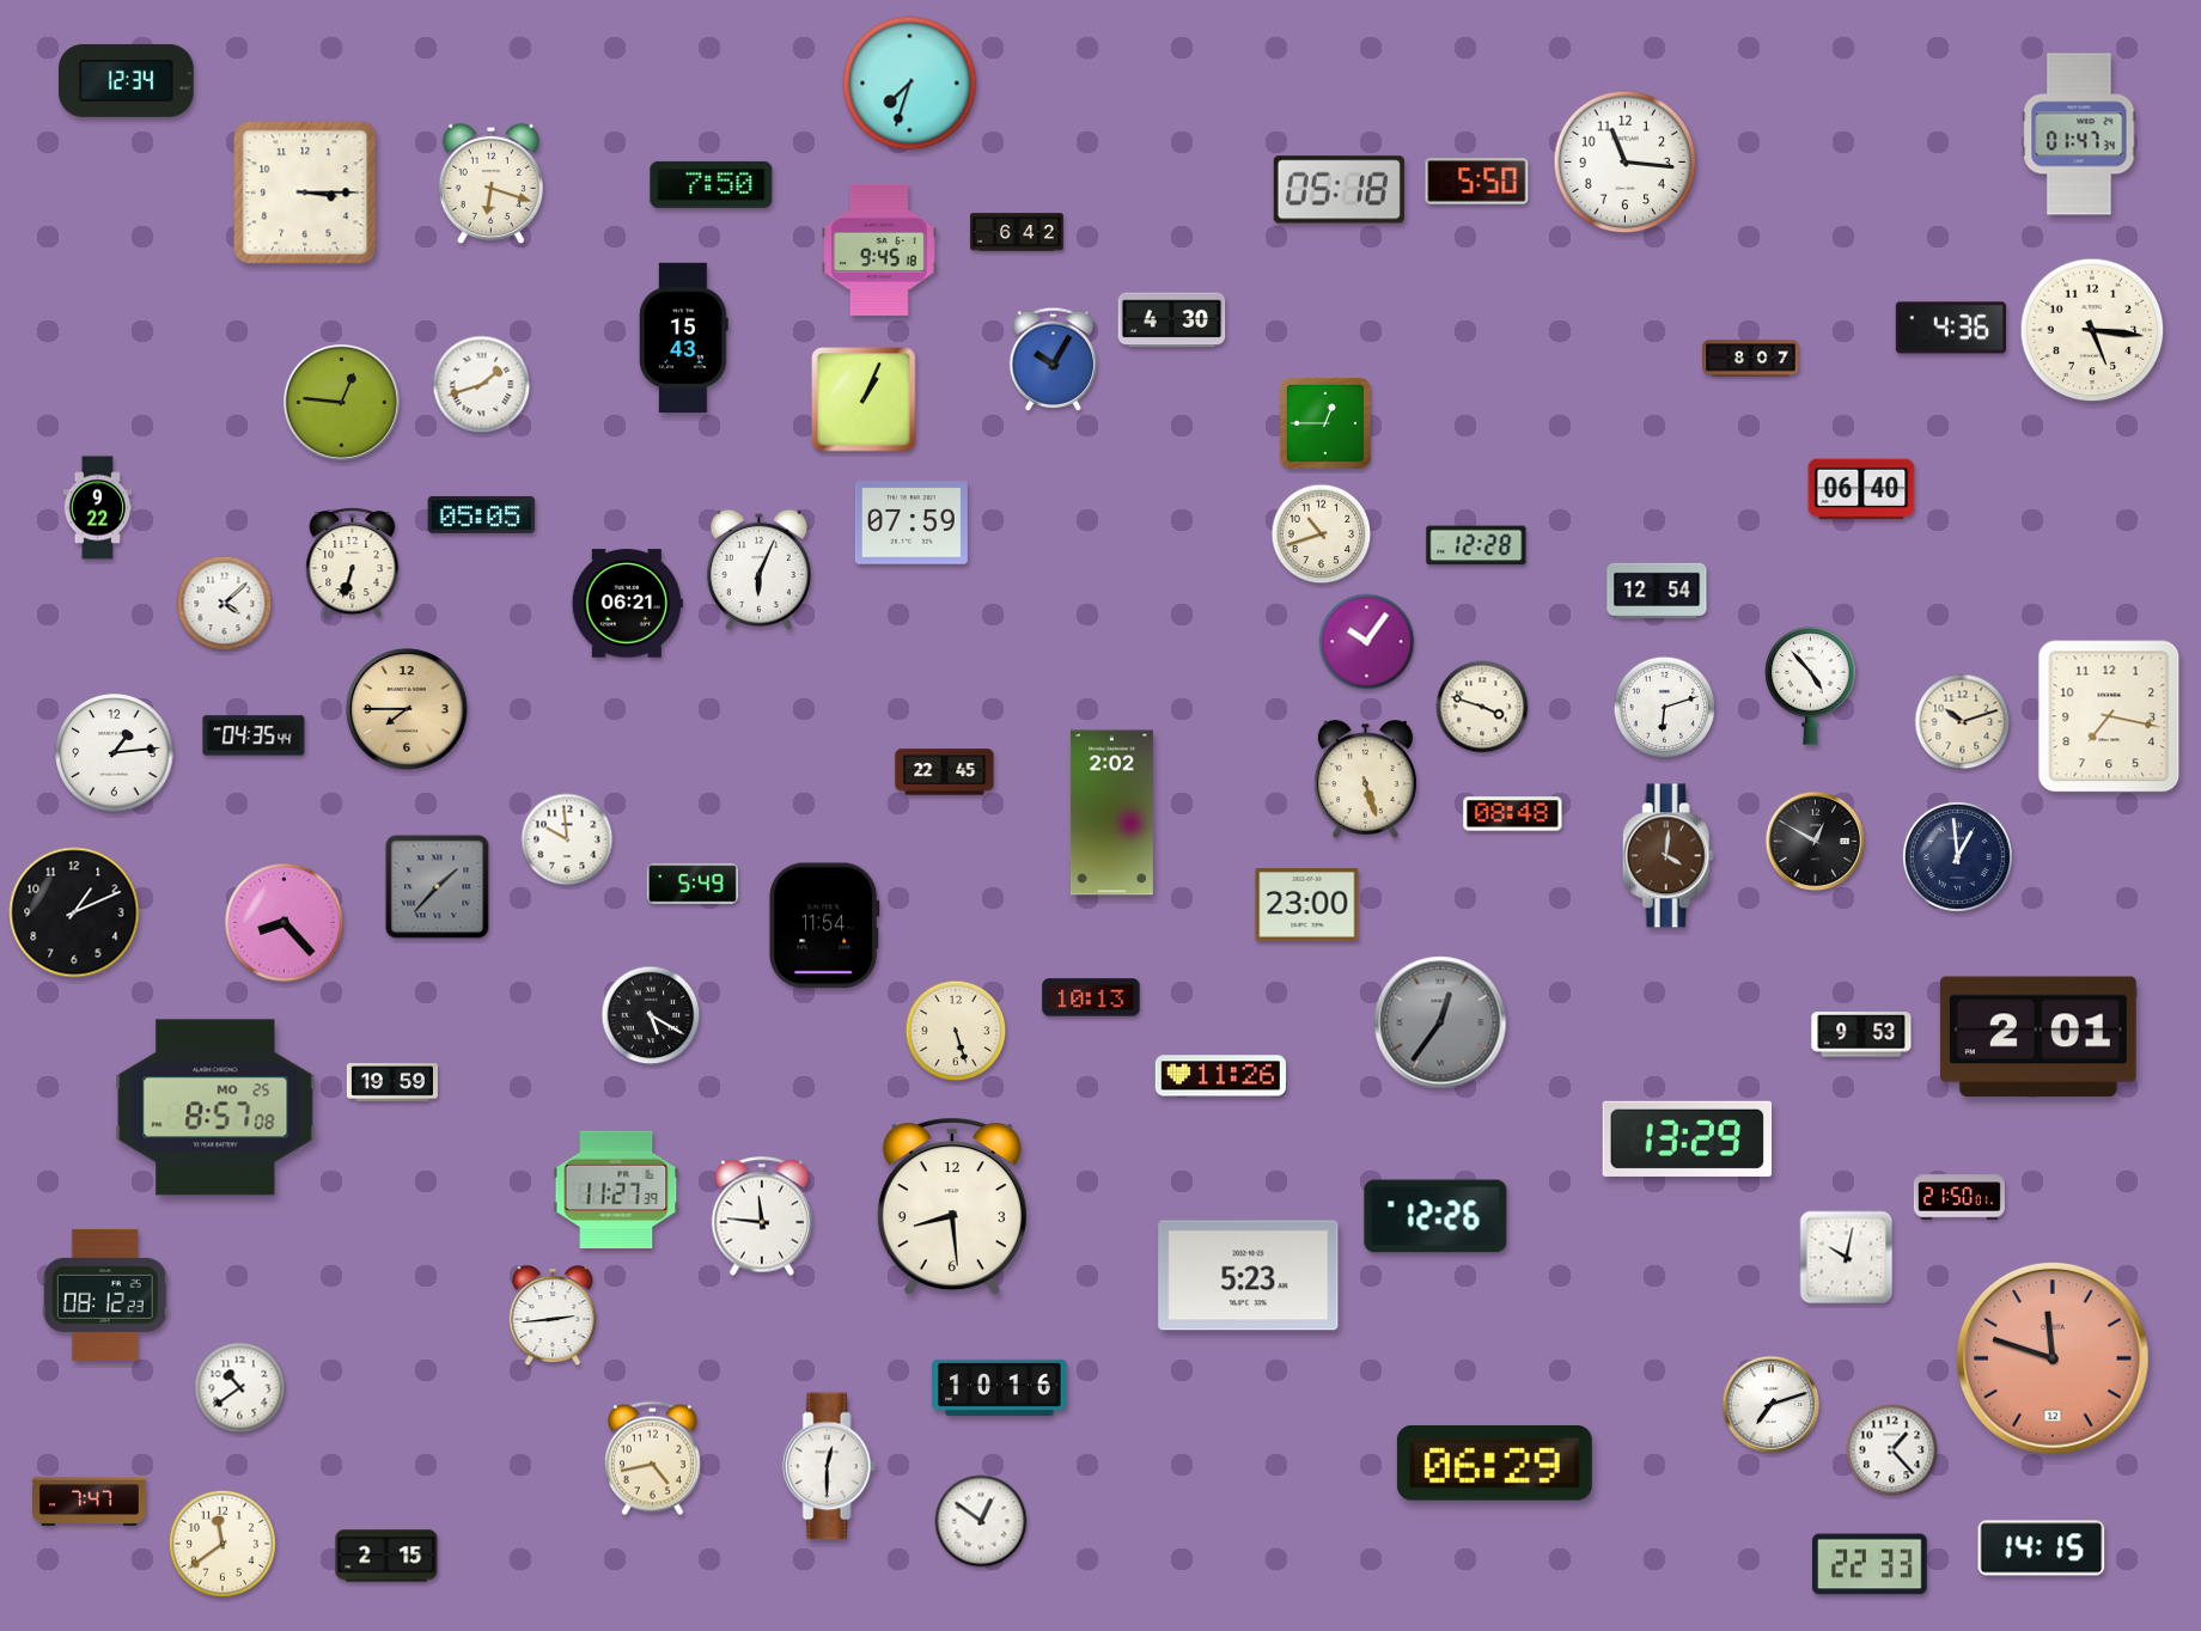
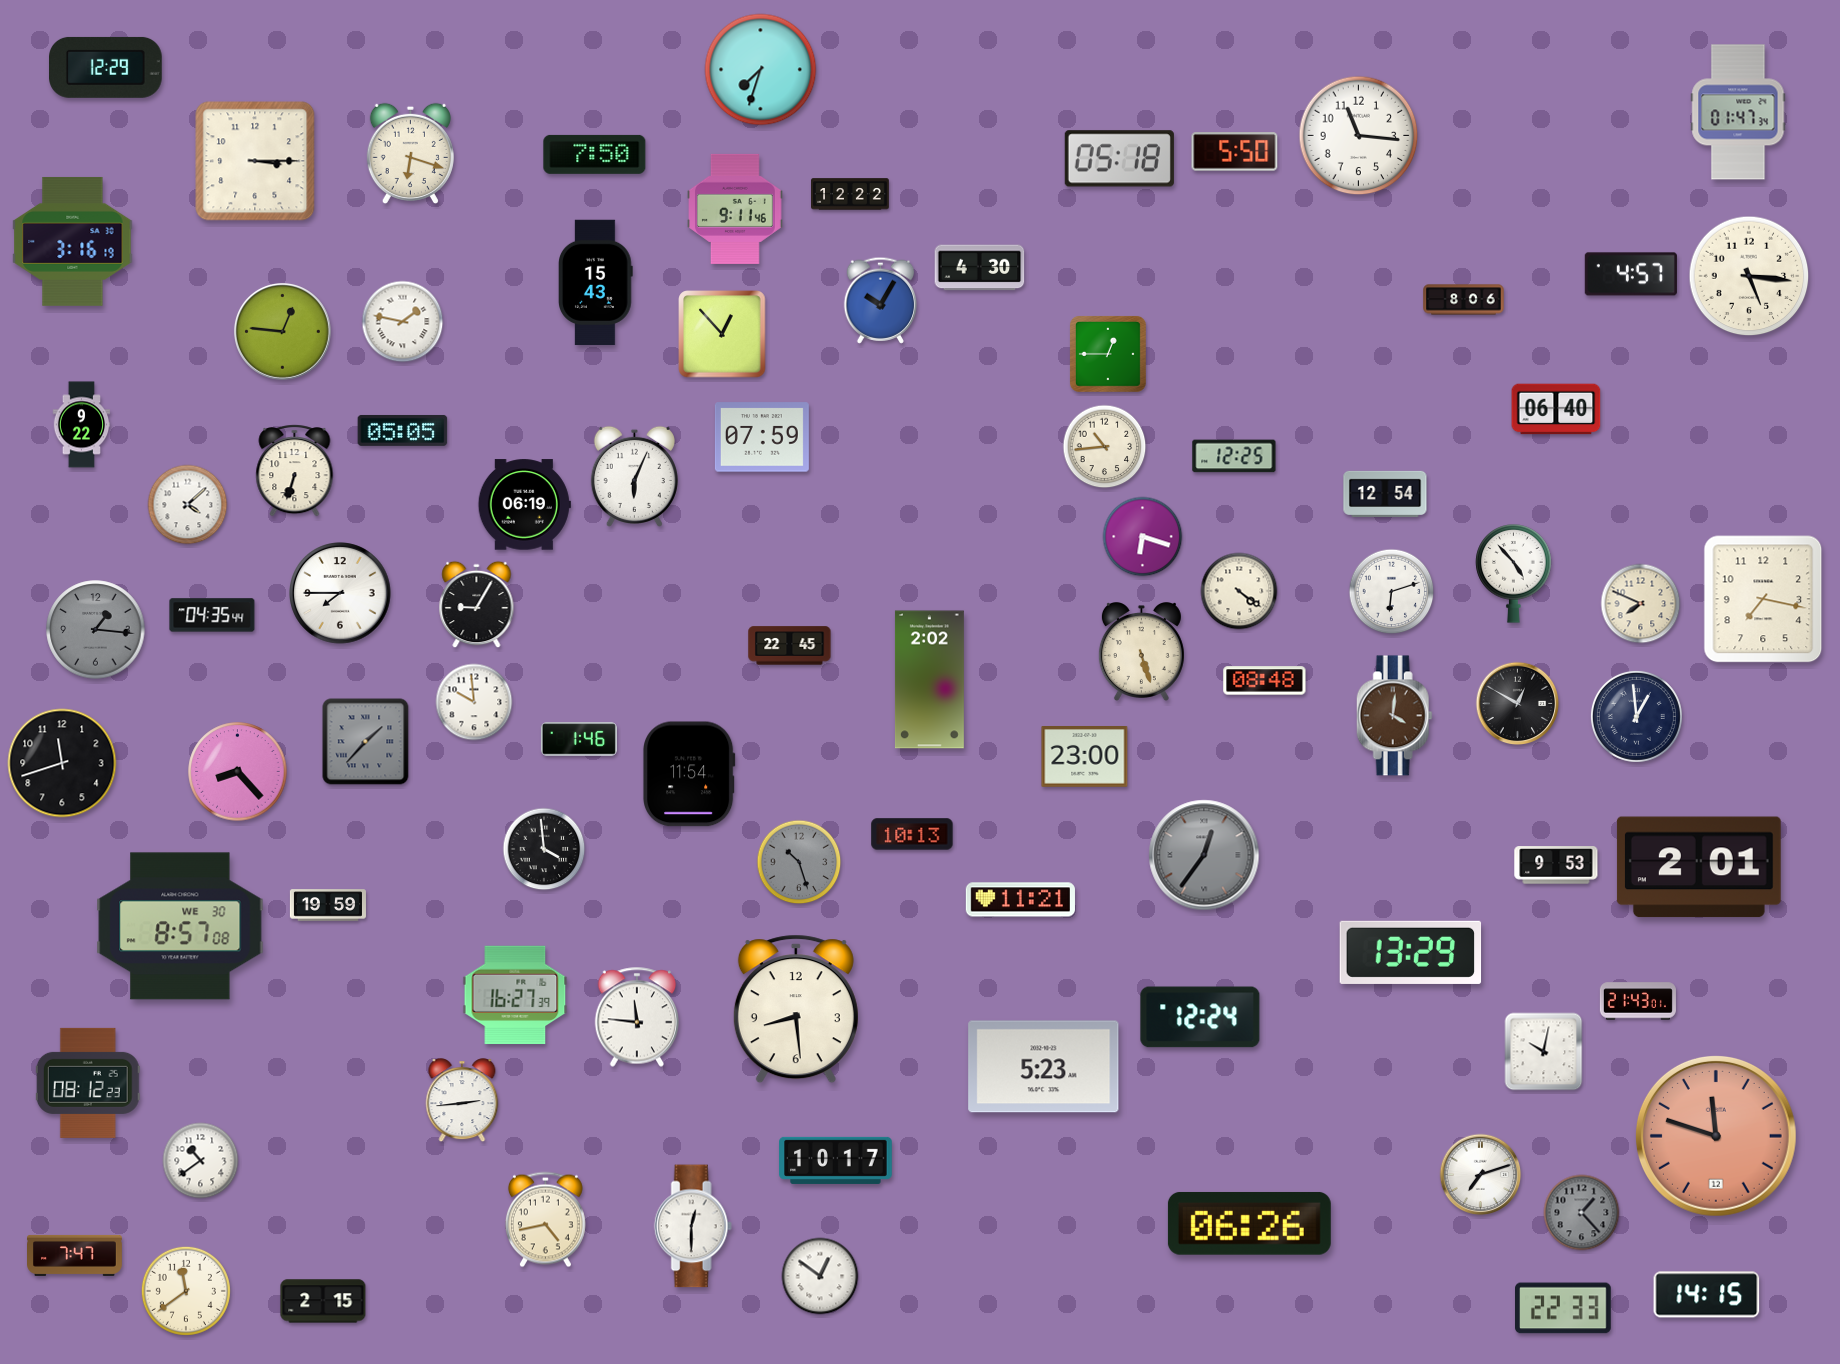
clock at (127, 80): 12:34 -> 12:29
clock at (1018, 232): 6:42 -> 12:22
clock at (880, 250): 9:45 -> 9:11
clock at (73, 241): none -> 3:16
clock at (1951, 328): 4:36 -> 4:57
clock at (684, 338) position: (684, 338) -> (596, 283)
clock at (1751, 359): 8:07 -> 8:06
clock at (482, 385): 1:42 -> 1:47
clock at (864, 399): 1:04 -> 12:53
clock at (341, 402) position: (341, 402) -> (282, 331)
clock at (1322, 534): 10:42 -> 10:44
clock at (1476, 545): 12:28 -> 12:25
clock at (627, 604): 06:21 -> 06:19
clock at (1367, 642): 10:06 -> 6:18
clock at (1482, 707): 3:48 -> 4:21
clock at (407, 709) dial: champagne -> white
clock at (1963, 722): 10:12 -> 7:49
clock at (477, 605): none -> 9:05
clock at (115, 753): 1:14 -> 1:16
clock at (115, 753) dial: white -> grey
clock at (693, 884): 5:49 -> 1:46
clock at (1307, 905) position: (1307, 905) -> (1085, 757)
clock at (74, 912): 1:11 -> 11:42
clock at (651, 1015): 5:20 -> 3:59
clock at (956, 1031): 5:27 -> 10:27
clock at (956, 1031) dial: cream -> grey
clock at (2038, 1037) position: (2038, 1037) -> (1699, 867)
clock at (1220, 1076): 11:26 -> 11:21
clock at (215, 1107) date: MO 25 -> WE 30
clock at (616, 1190): 11:27 -> 16:27
clock at (1959, 1197): 21:50 -> 21:43
clock at (1435, 1216): 12:26 -> 12:24
clock at (1000, 1387): 10:16 -> 10:17
clock at (1892, 1450) dial: white -> grey
clock at (1494, 1462): 06:29 -> 06:26
clock at (981, 1521) position: (981, 1521) -> (820, 1276)
